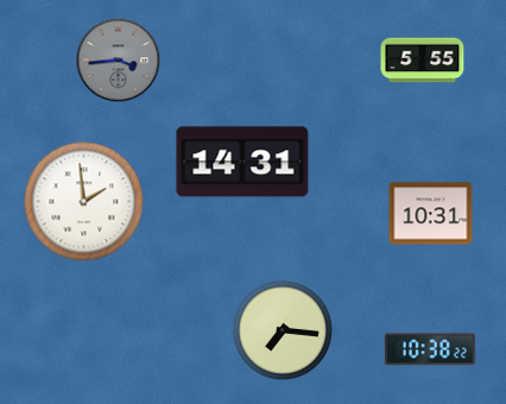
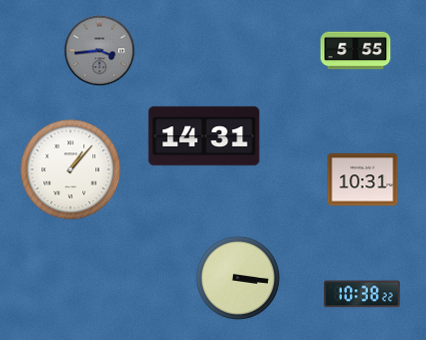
clock at (84, 202): 1:59 -> 1:07
clock at (283, 330): 7:16 -> 3:16
